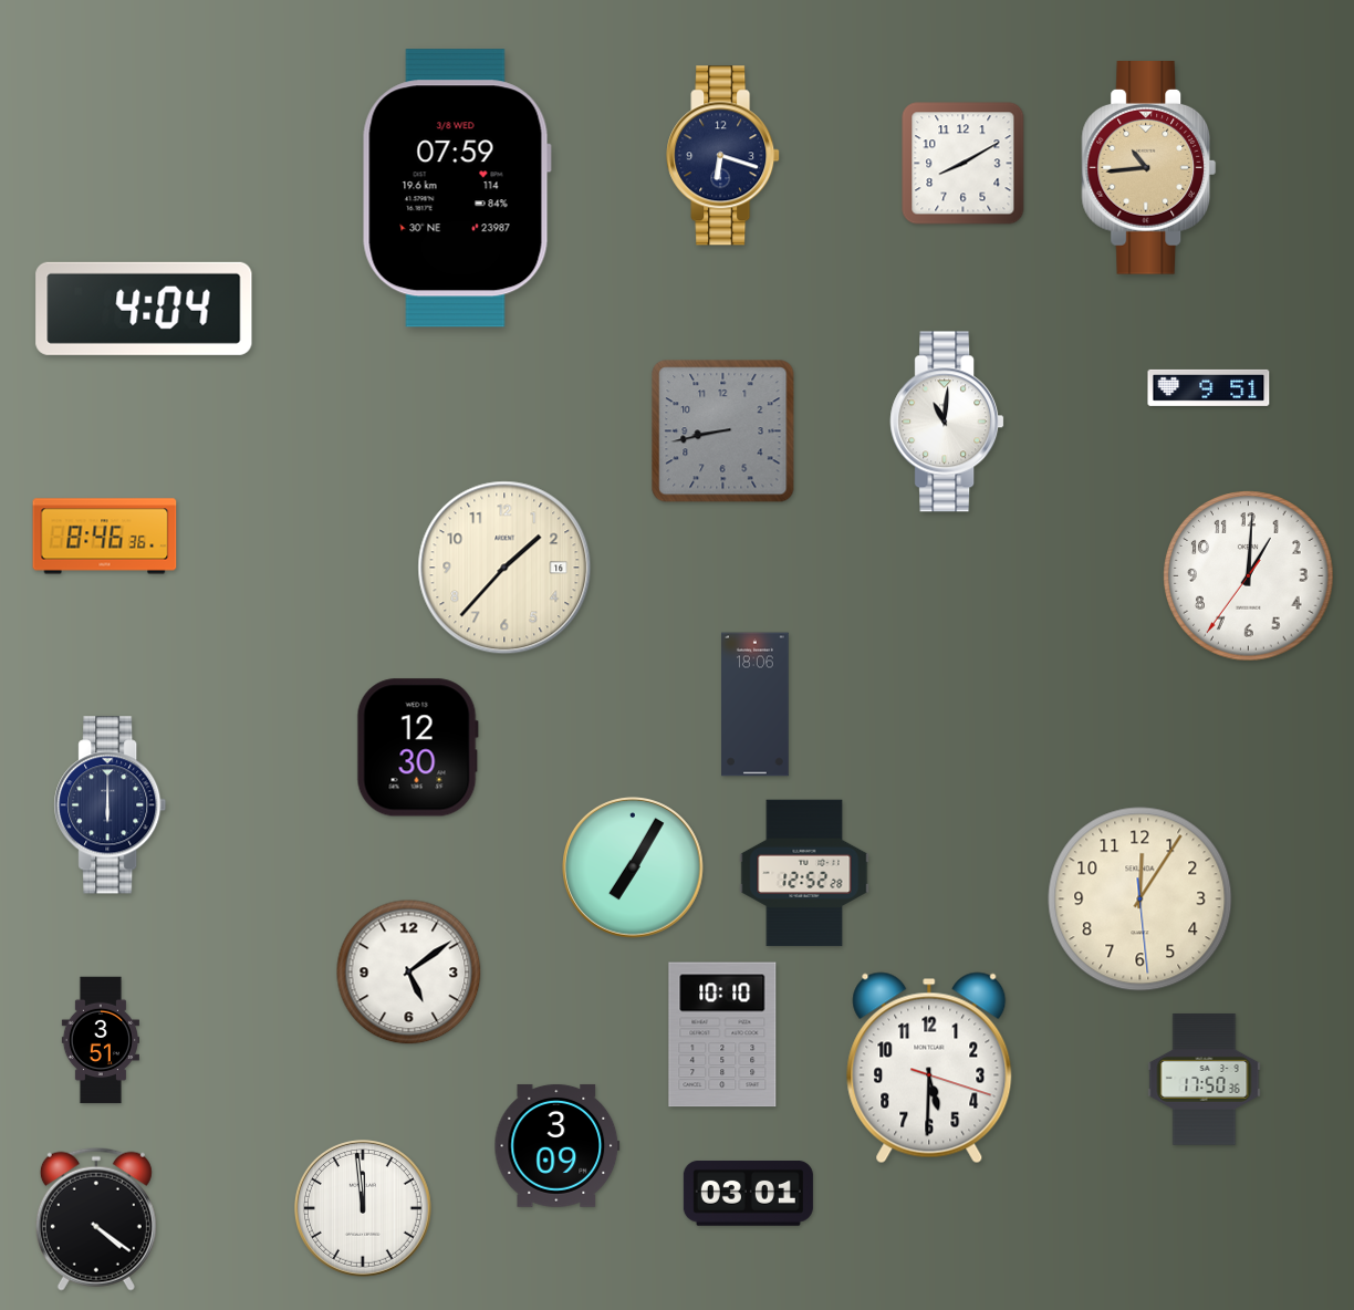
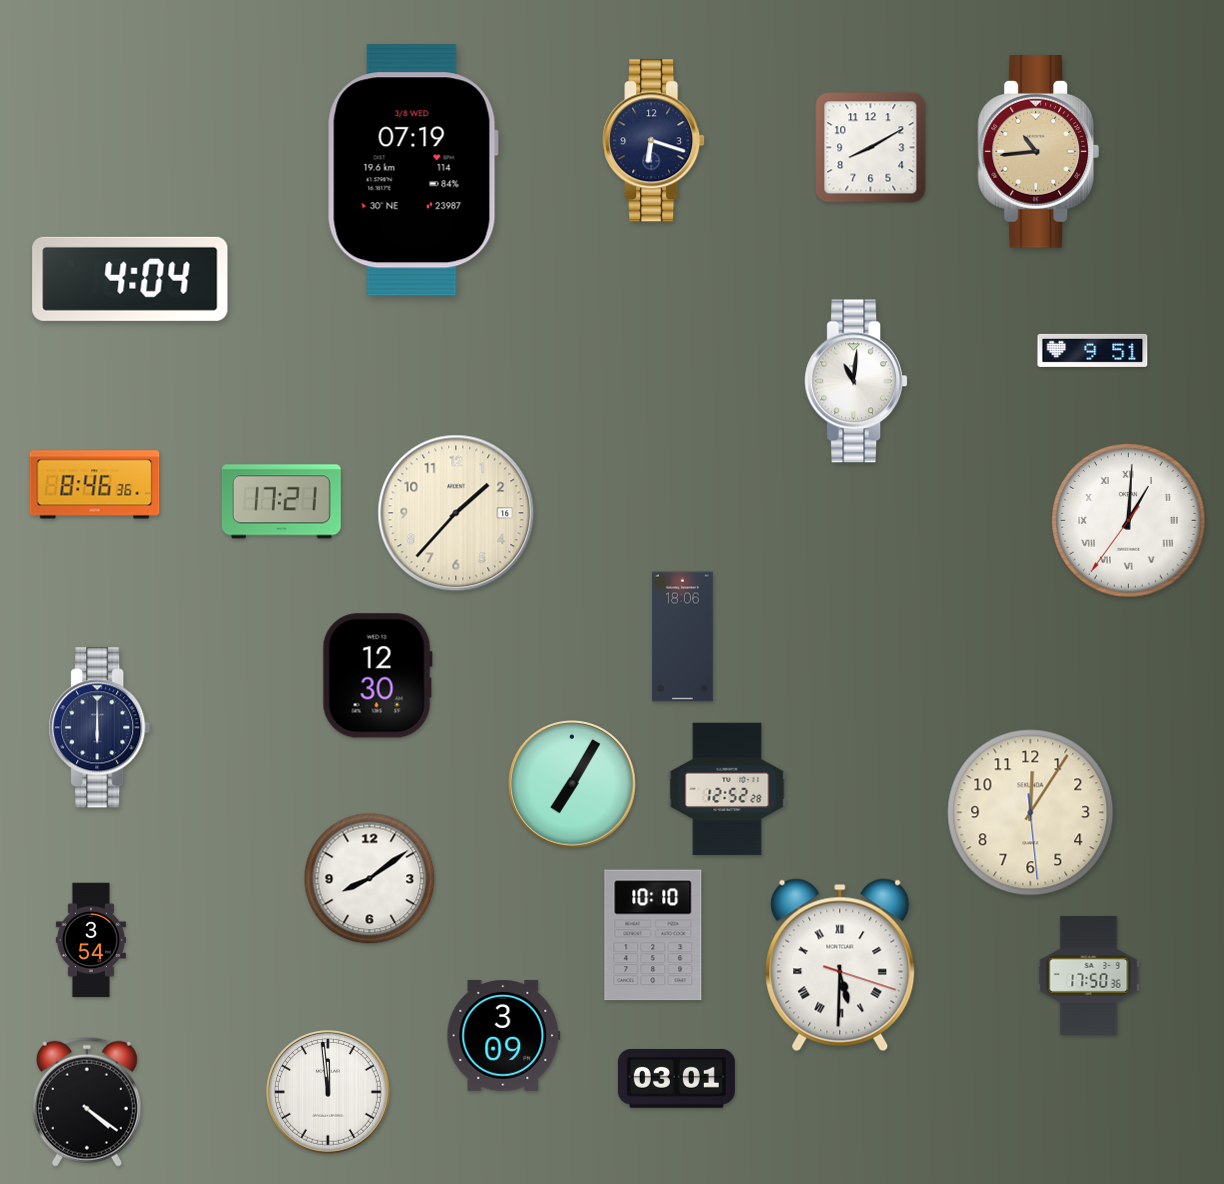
clock at (457, 188): 07:59 -> 07:19
clock at (723, 432): 8:43 -> none
clock at (281, 502): none -> 17:21
clock at (1249, 576) numerals: Arabic -> Roman
clock at (409, 973): 5:09 -> 8:09
clock at (101, 1040): 3:51 -> 3:54
clock at (929, 1068) numerals: Arabic -> Roman
